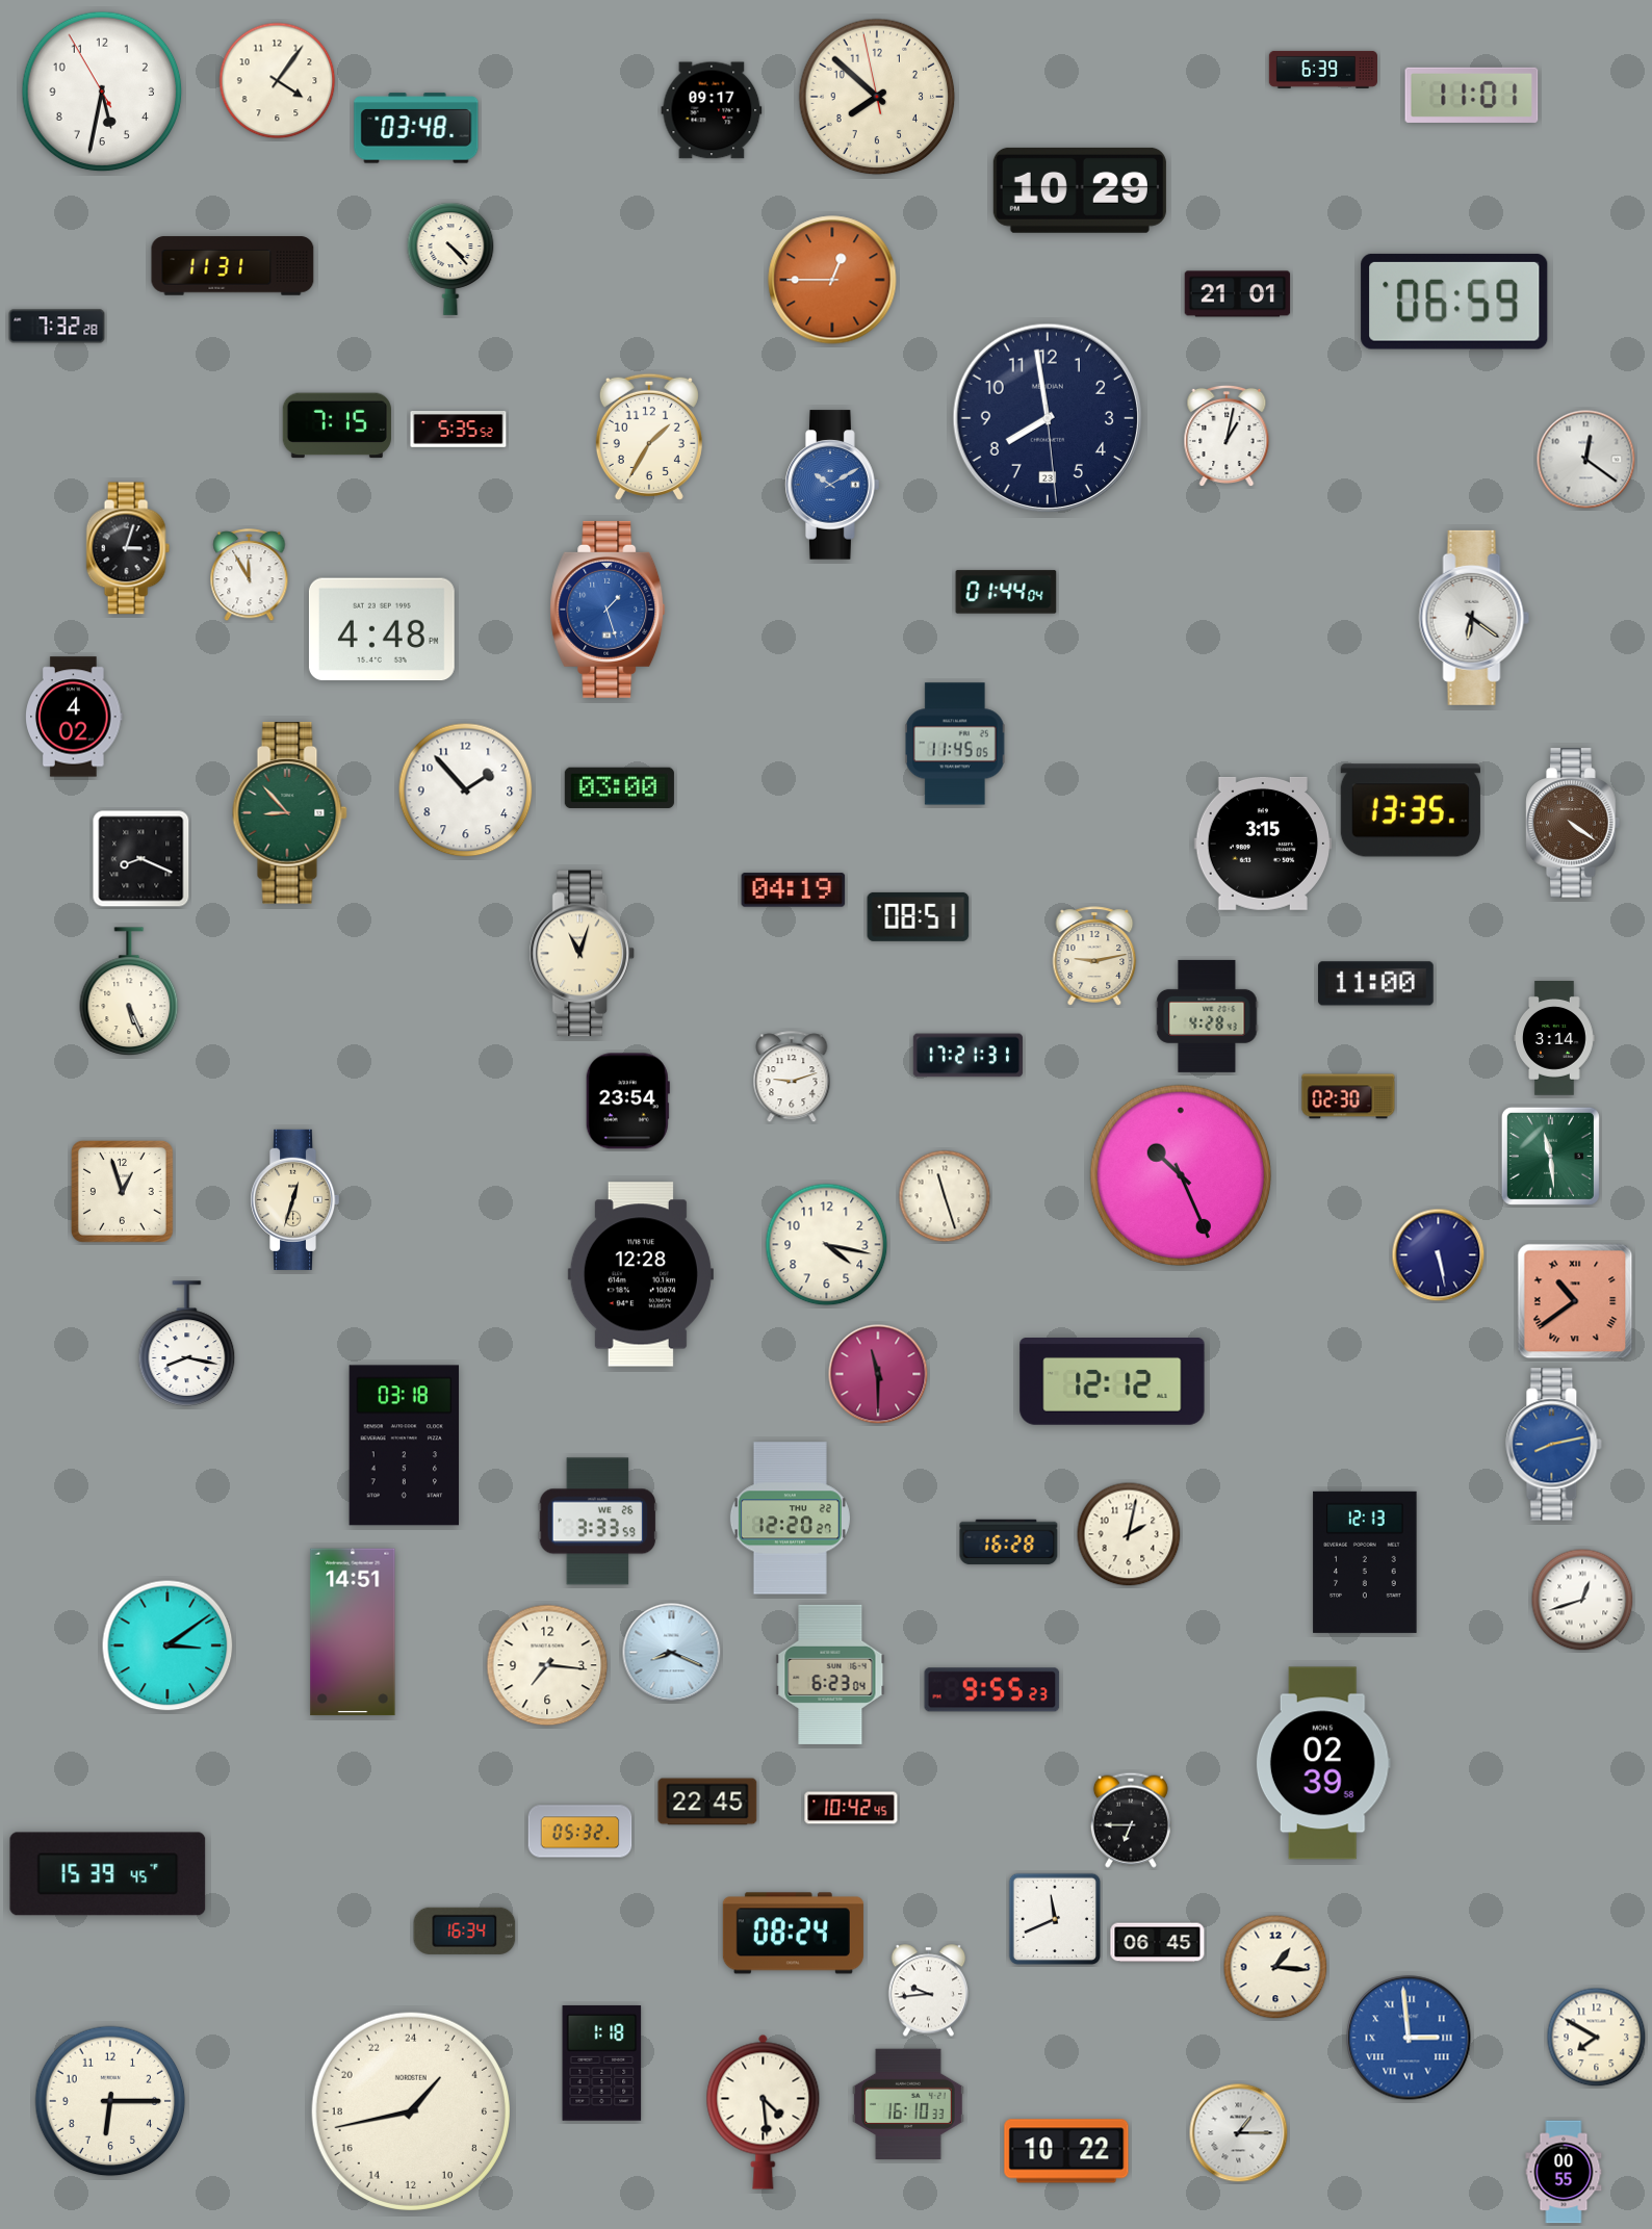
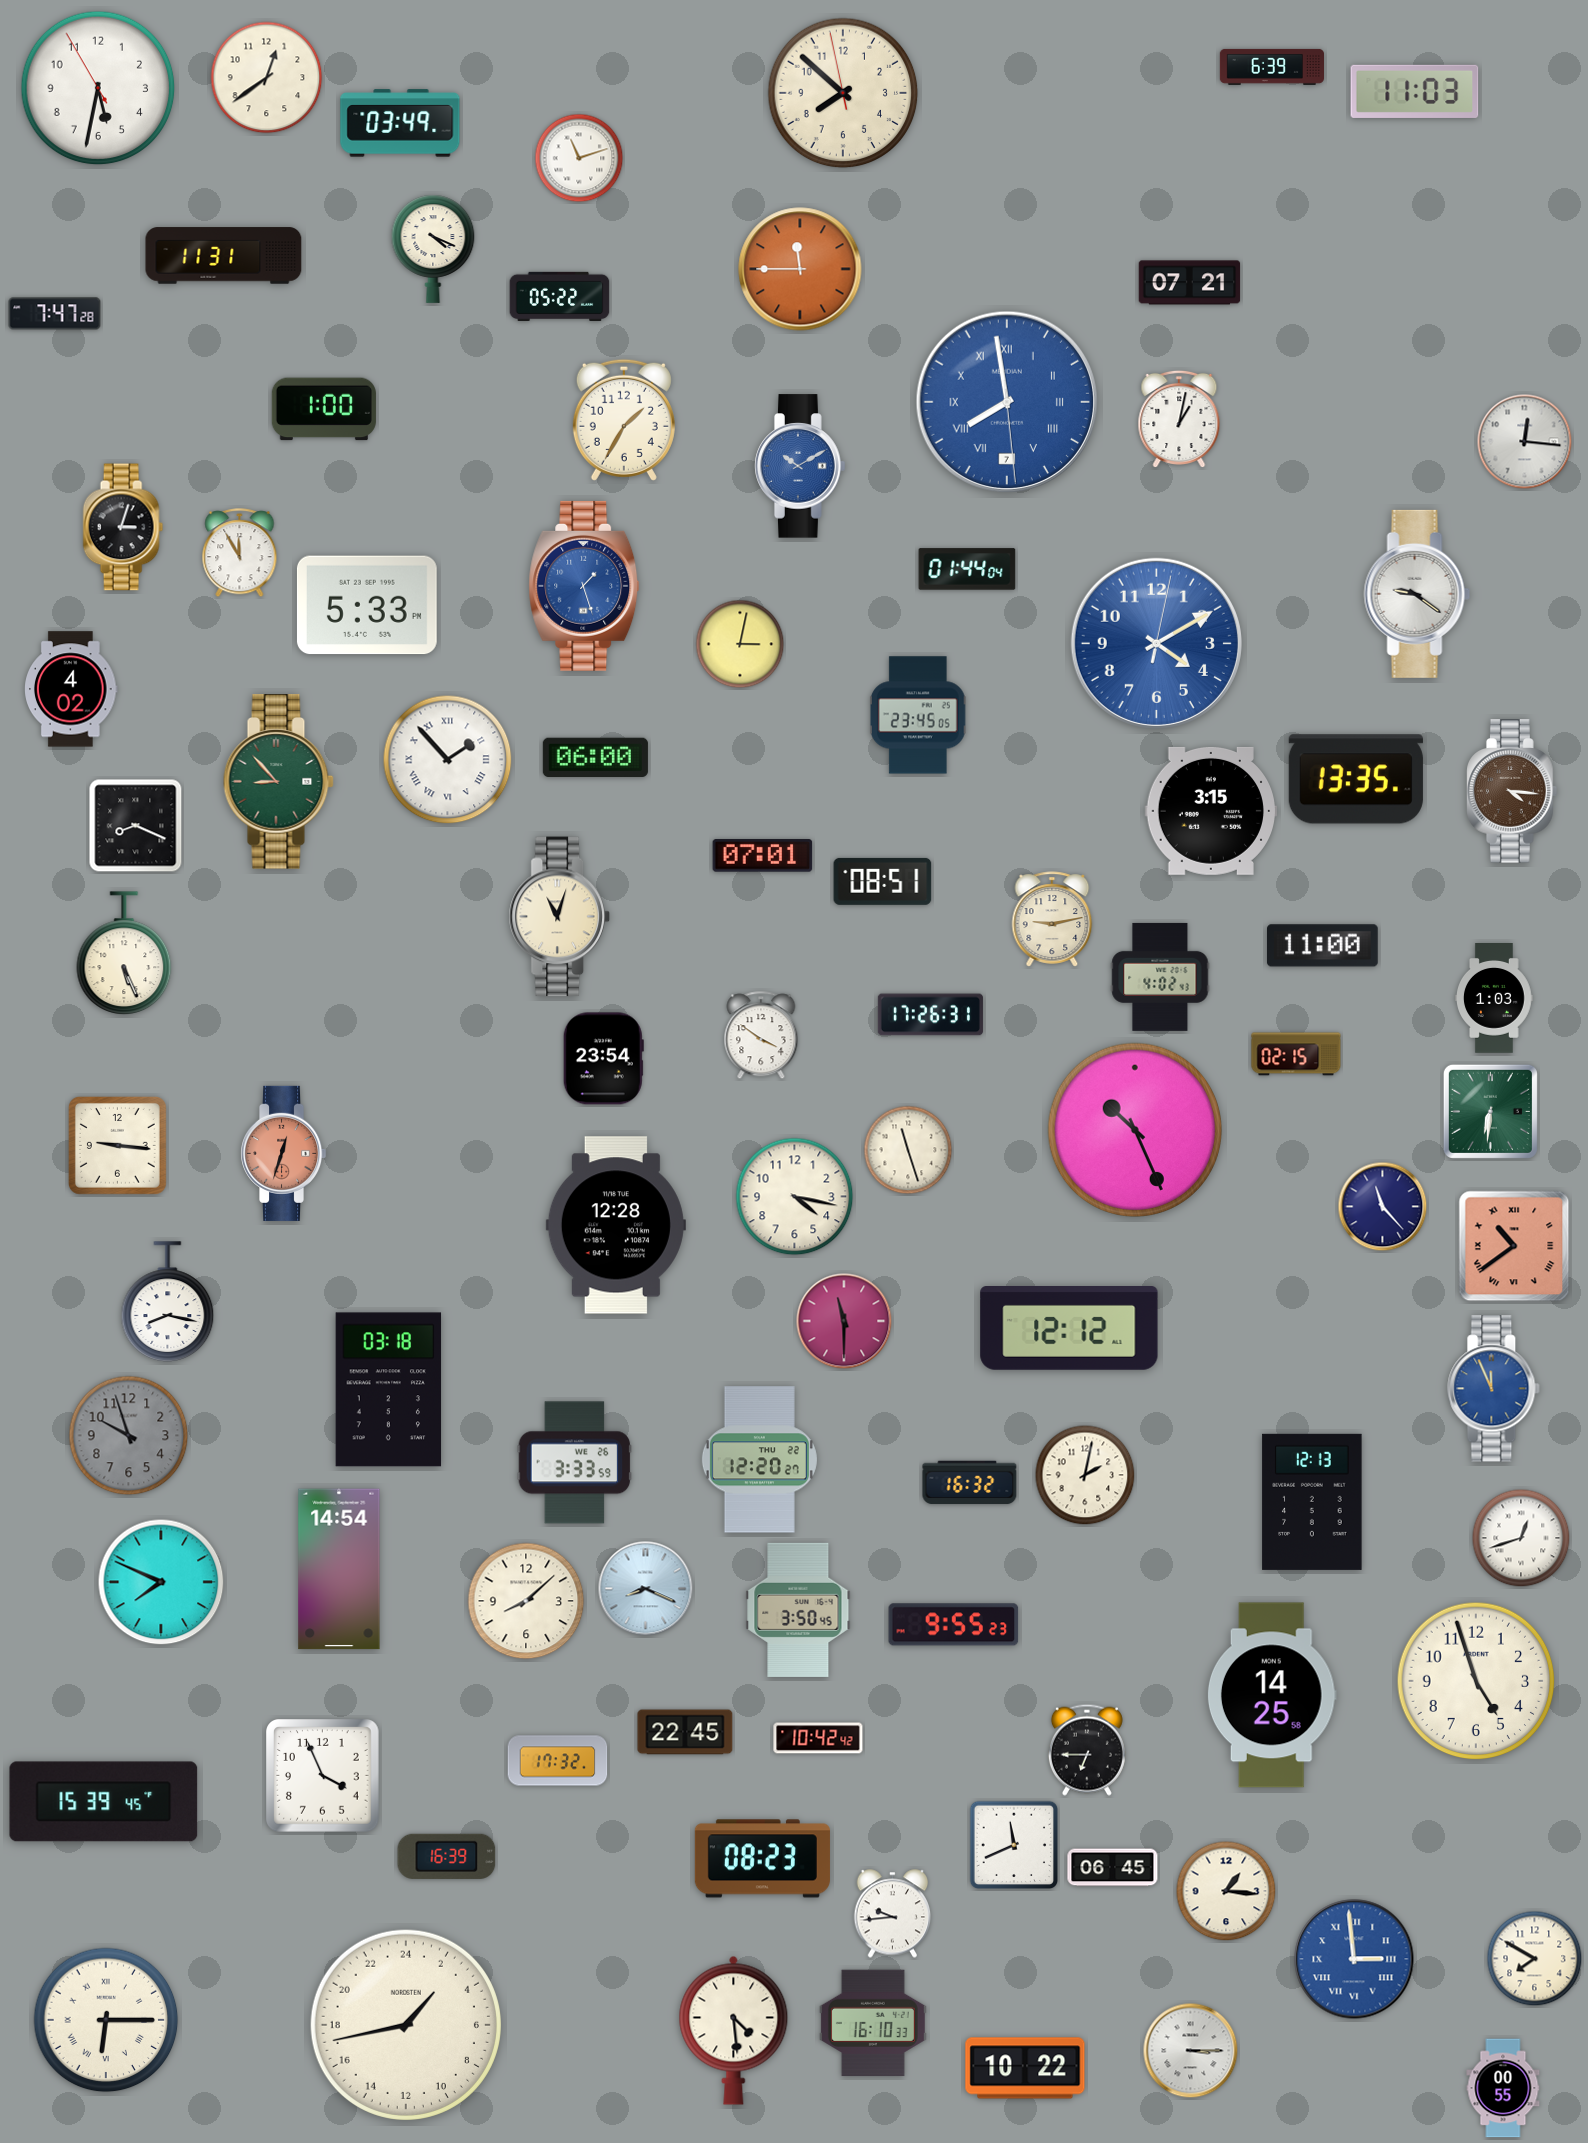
clock at (278, 81): 4:06 -> 12:39
clock at (1472, 95): 11:01 -> 11:03
clock at (712, 110): 09:17 -> none
clock at (416, 128): 03:48 -> 03:49
clock at (579, 158): none -> 11:12
clock at (1080, 190): 10:29 -> none
clock at (450, 259): 4:23 -> 4:19
clock at (832, 280): 12:45 -> 11:45
clock at (1238, 294): 21:01 -> 07:21
clock at (1454, 302): 06:59 -> none
clock at (560, 296): none -> 05:22
clock at (57, 327): 7:32 -> 7:47
clock at (1047, 417) date: 23 -> 7
clock at (1047, 417) dial: navy -> blue
clock at (1047, 417) numerals: Arabic -> Roman
clock at (337, 425): 7:15 -> 1:00
clock at (459, 430): 5:35 -> none
clock at (1586, 460): 12:21 -> 12:16
clock at (1474, 618): 6:21 -> 9:21
clock at (382, 629): 4:48 -> 5:33
clock at (1156, 643): none -> 4:10
clock at (740, 644): none -> 3:02
clock at (955, 744): 11:45 -> 23:45
clock at (619, 787): 03:00 -> 06:00
clock at (466, 790) numerals: Arabic -> Roman
clock at (1573, 823): 4:21 -> 4:16
clock at (1262, 844) position: (1262, 844) -> (1210, 811)
clock at (794, 890): 04:19 -> 07:01
clock at (1207, 1016): 4:28 -> 4:02
clock at (1555, 1039): 3:14 -> 1:03
clock at (967, 1056): 17:21 -> 17:26
clock at (792, 1078): 9:12 -> 3:51
clock at (1348, 1096): 02:30 -> 02:15
clock at (1550, 1156): 11:29 -> 6:31
clock at (122, 1191): 12:57 -> 9:16
clock at (294, 1199) dial: cream -> salmon
clock at (1439, 1255): 5:28 -> 11:23
clock at (1575, 1301) position: (1575, 1301) -> (1514, 1246)
clock at (187, 1344) position: (187, 1344) -> (168, 1302)
clock at (1554, 1445): 8:13 -> 11:56
clock at (129, 1436): none -> 9:57
clock at (1009, 1543): 16:28 -> 16:32
clock at (353, 1632): 14:51 -> 14:54
clock at (167, 1645): 3:09 -> 7:49
clock at (547, 1665): 7:16 -> 8:08
clock at (830, 1675): 6:23 -> 3:50
clock at (1476, 1681): none -> 4:57
clock at (1323, 1763): 02:39 -> 14:25
clock at (707, 1802) position: (707, 1802) -> (685, 1732)
clock at (851, 1808): 10:42:45 -> 10:42:42
clock at (580, 1832): 05:32 -> 17:32
clock at (323, 1776): none -> 3:56
clock at (465, 1930): 16:34 -> 16:39
clock at (793, 1934): 08:24 -> 08:23
clock at (602, 2063): 1:18 -> none
clock at (110, 2101) numerals: Arabic -> Roman
clock at (411, 2111) position: (411, 2111) -> (406, 2025)
clock at (1239, 2133): 1:15 -> 3:15
